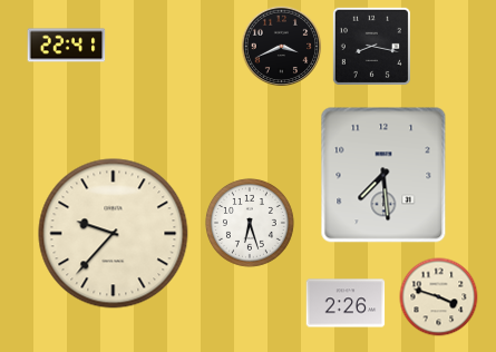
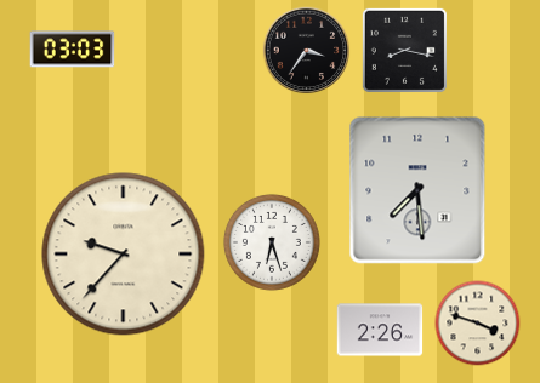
clock at (67, 46): 22:41 -> 03:03
clock at (282, 47): 3:41 -> 3:36
clock at (346, 303) position: (346, 303) -> (380, 330)
